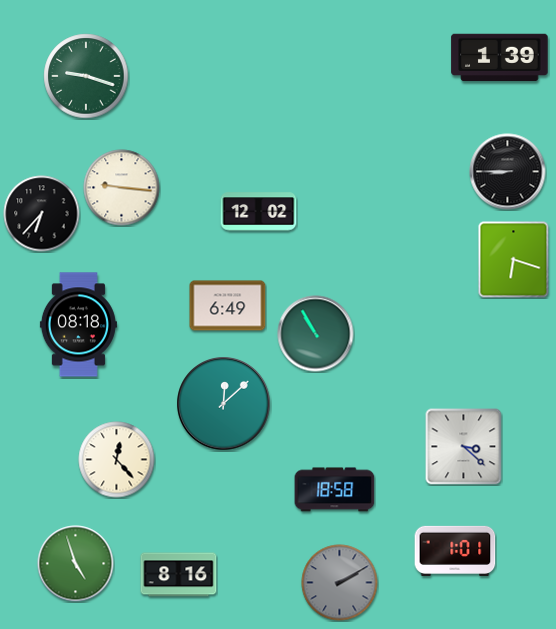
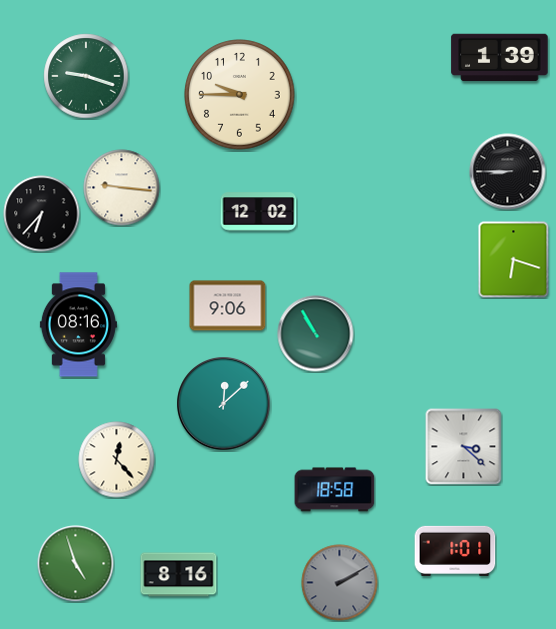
clock at (240, 95): none -> 9:45
clock at (228, 306): 6:49 -> 9:06
clock at (78, 325): 08:18 -> 08:16
